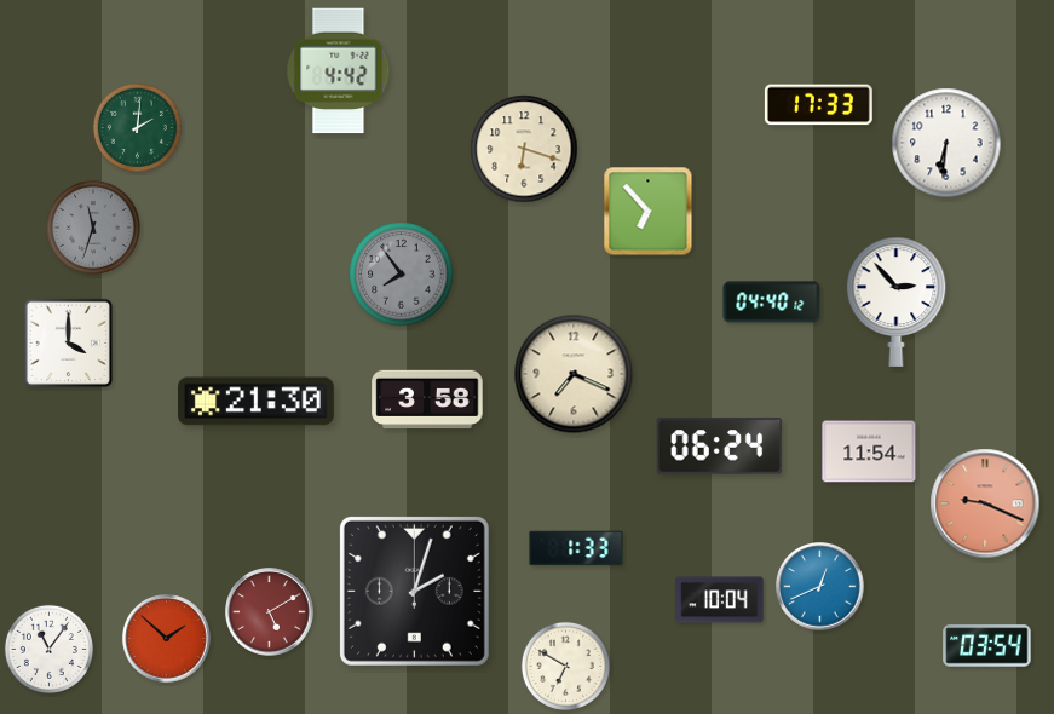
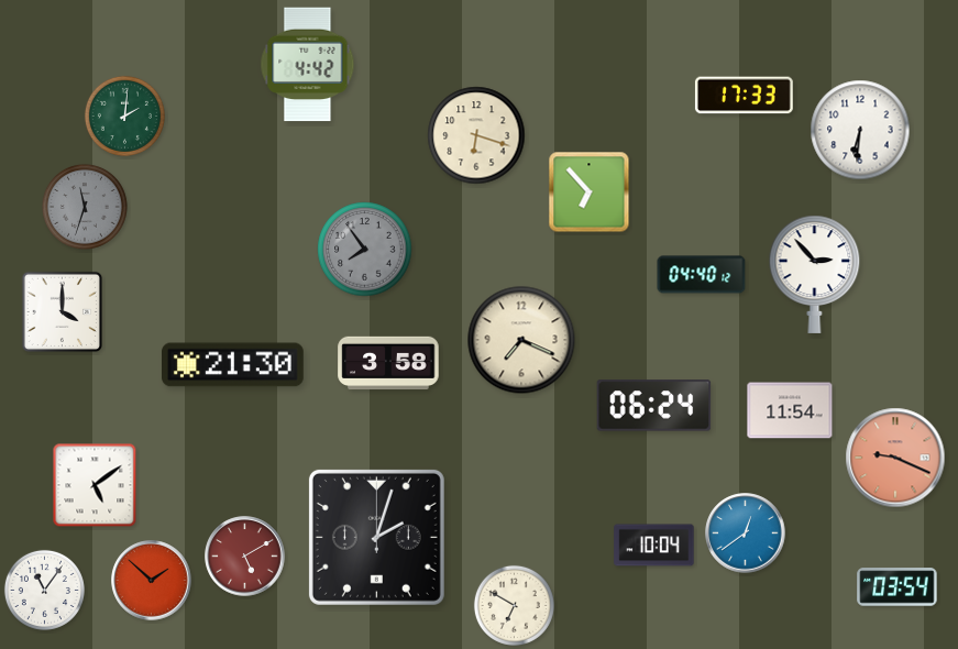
clock at (95, 485): none -> 5:09
clock at (576, 548): 1:33 -> none
clock at (820, 587): 12:41 -> 12:39
